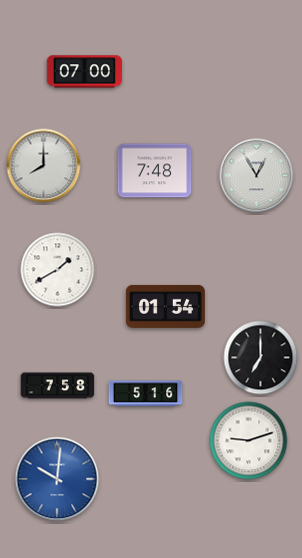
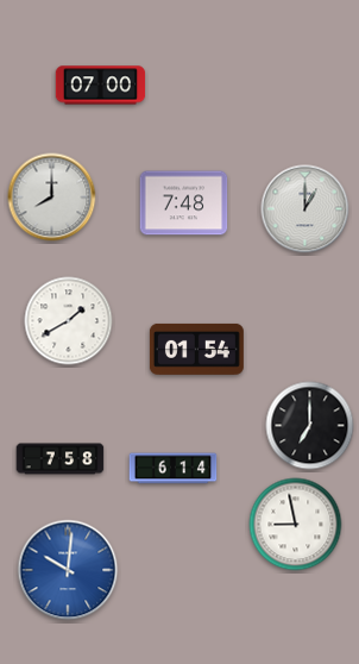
clock at (257, 176): 12:55 -> 1:00
clock at (165, 306) position: (165, 306) -> (196, 349)
clock at (58, 386) position: (58, 386) -> (61, 459)
clock at (146, 394): 5:16 -> 6:14
clock at (249, 441): 9:12 -> 8:58
